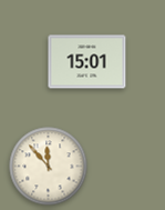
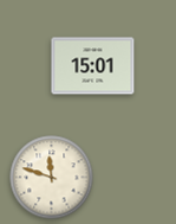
clock at (49, 167): 11:53 -> 11:48
